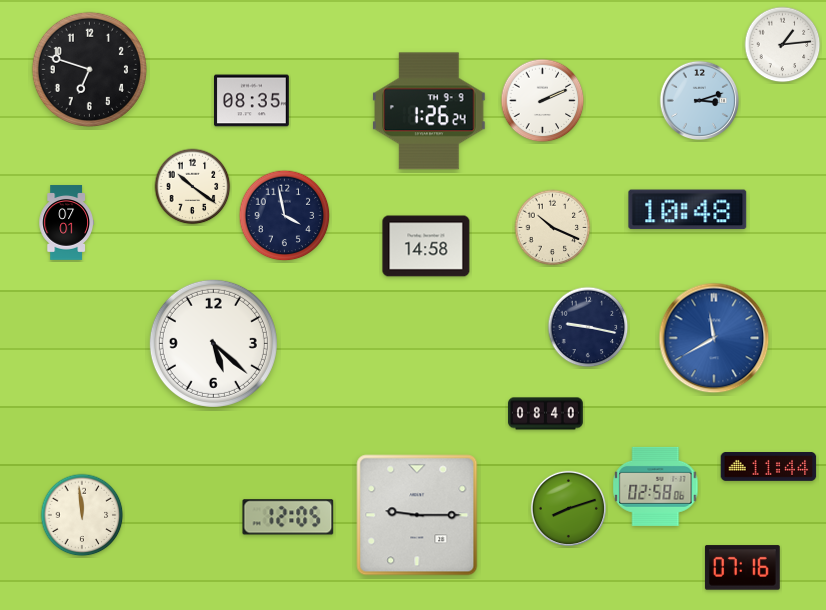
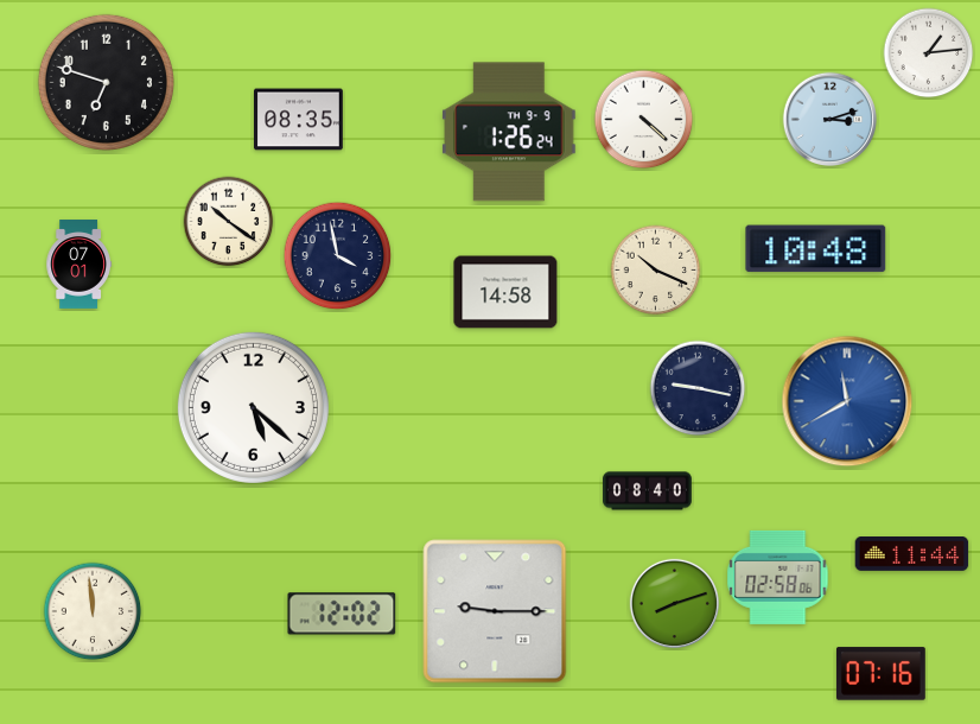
clock at (543, 101): 2:11 -> 4:22
clock at (82, 515) position: (82, 515) -> (93, 611)
clock at (288, 517): 12:05 -> 12:02
